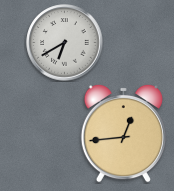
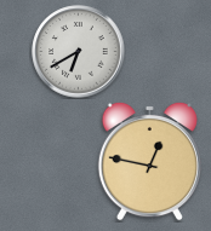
clock at (123, 133): 12:44 -> 12:47
